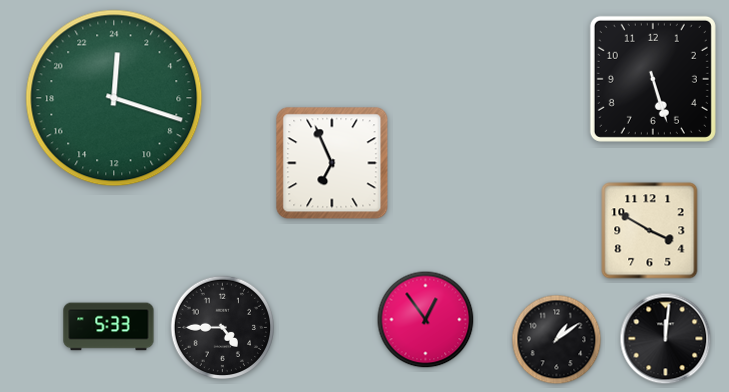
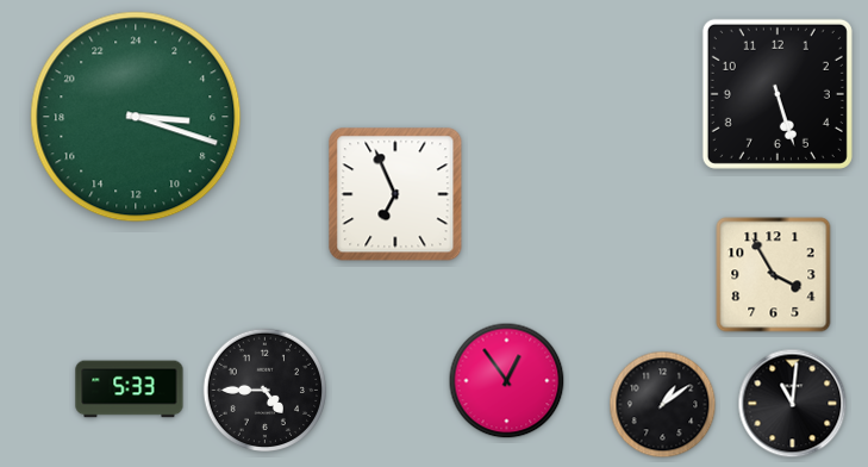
clock at (114, 98): 0:18 -> 6:18
clock at (650, 231): 3:50 -> 3:55
clock at (666, 339): 12:01 -> 11:01
